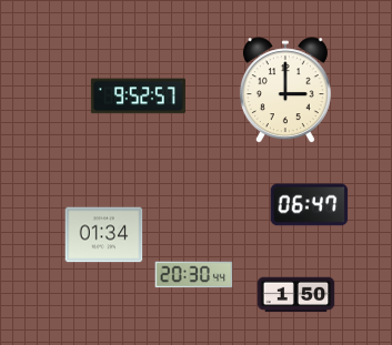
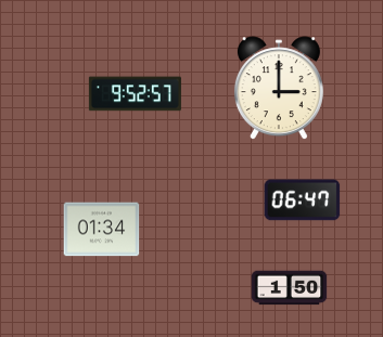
clock at (194, 275): 20:30 -> none
